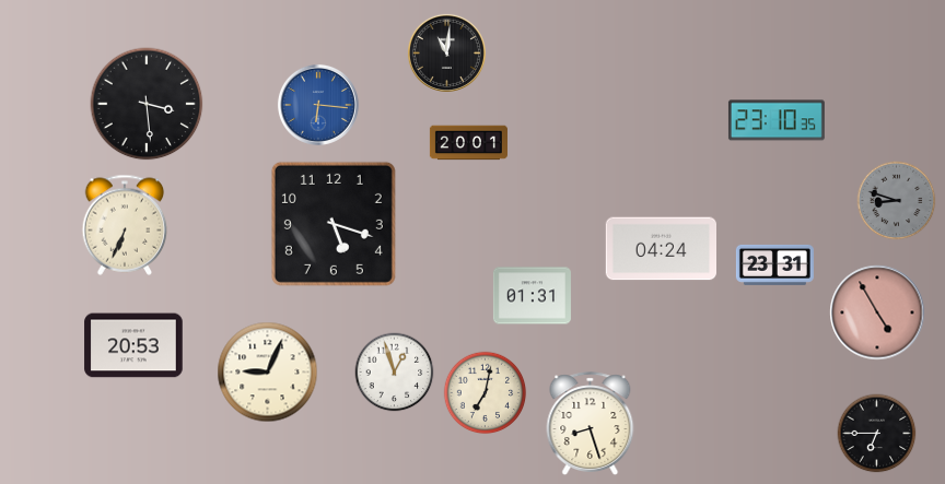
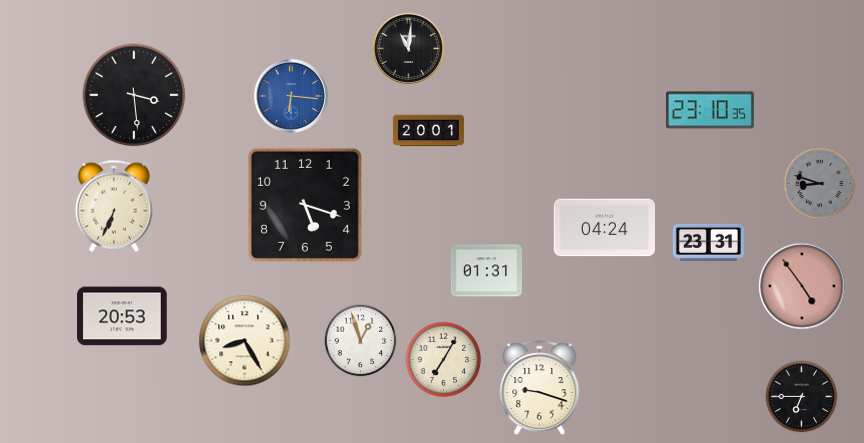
clock at (877, 312): 4:55 -> 4:54
clock at (268, 373): 9:04 -> 8:25
clock at (486, 393): 7:02 -> 7:05
clock at (591, 423): 8:27 -> 9:18
